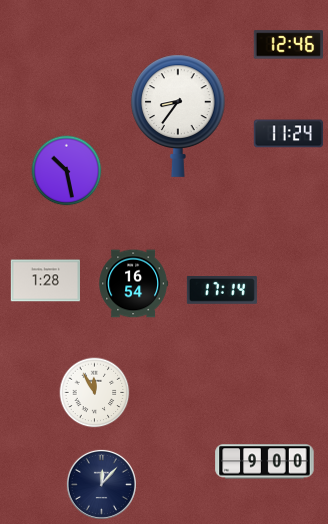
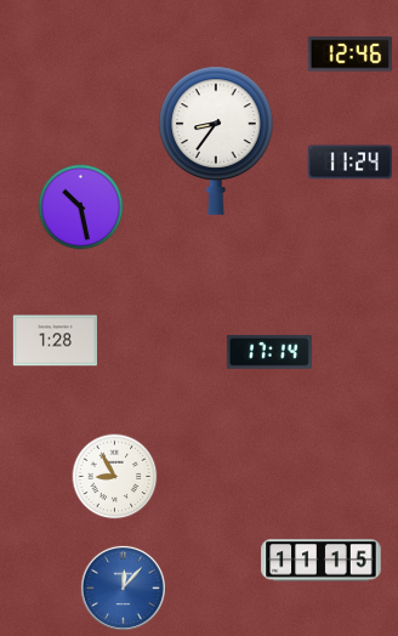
clock at (134, 284): 16:54 -> none
clock at (95, 393): 11:55 -> 8:55
clock at (265, 462): 9:00 -> 11:15
clock at (101, 484) dial: navy -> blue
